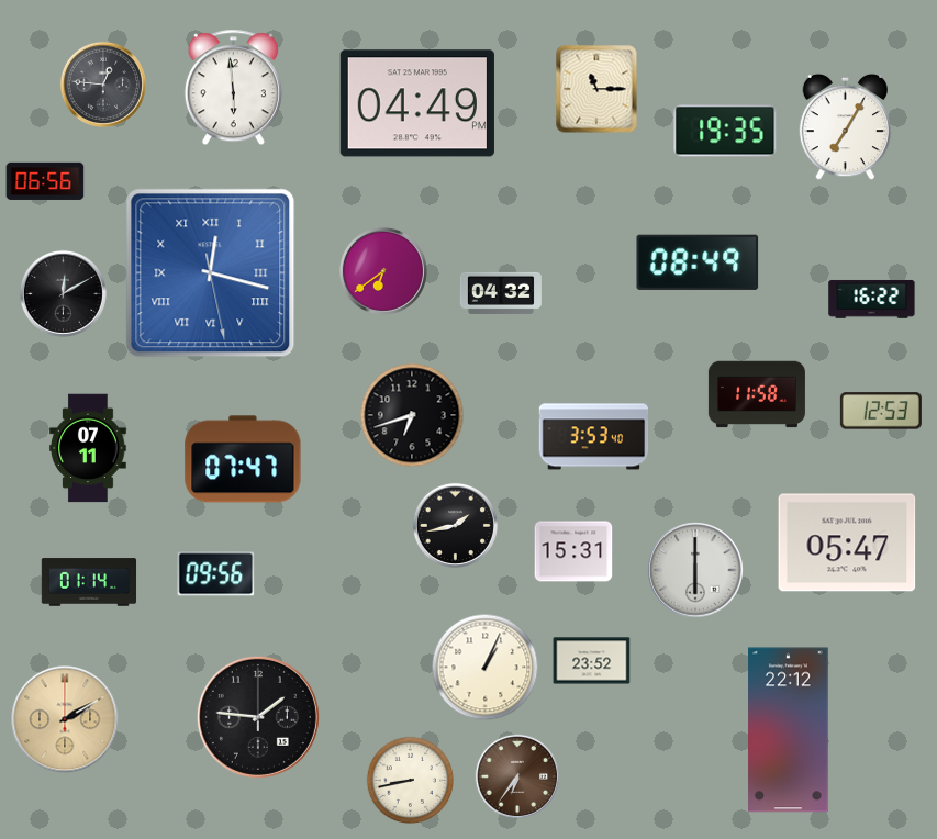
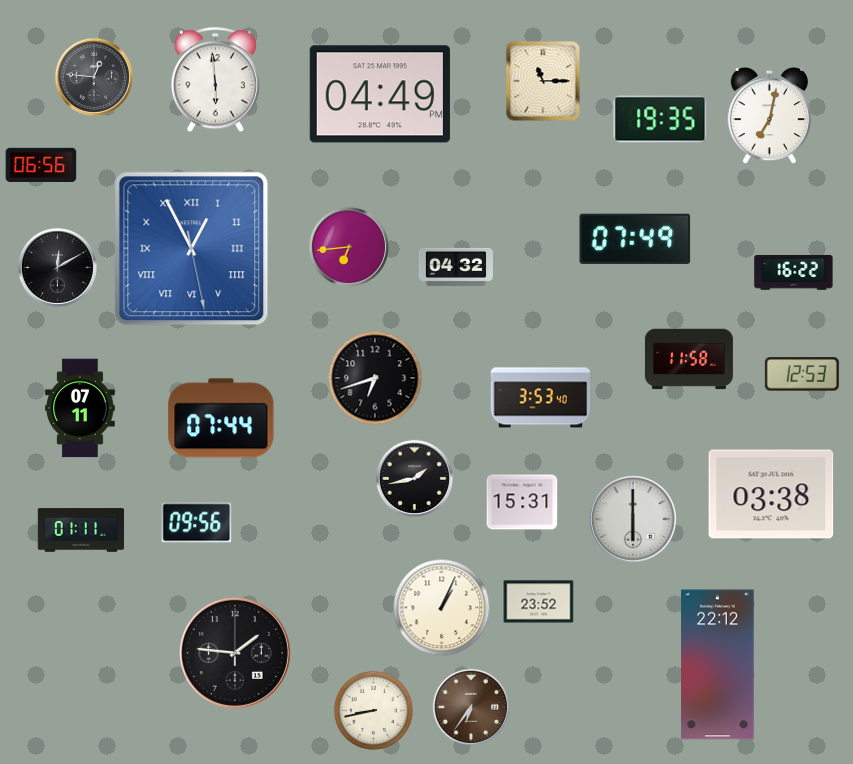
clock at (233, 88) position: (233, 88) -> (215, 80)
clock at (846, 127): 7:05 -> 7:02
clock at (698, 262): 08:49 -> 07:49
clock at (383, 271): 6:39 -> 6:44
clock at (211, 273): 12:17 -> 12:55
clock at (243, 459): 07:47 -> 07:44
clock at (847, 542): 05:47 -> 03:38
clock at (89, 582): 01:14 -> 01:11
clock at (65, 719): 2:10 -> none
